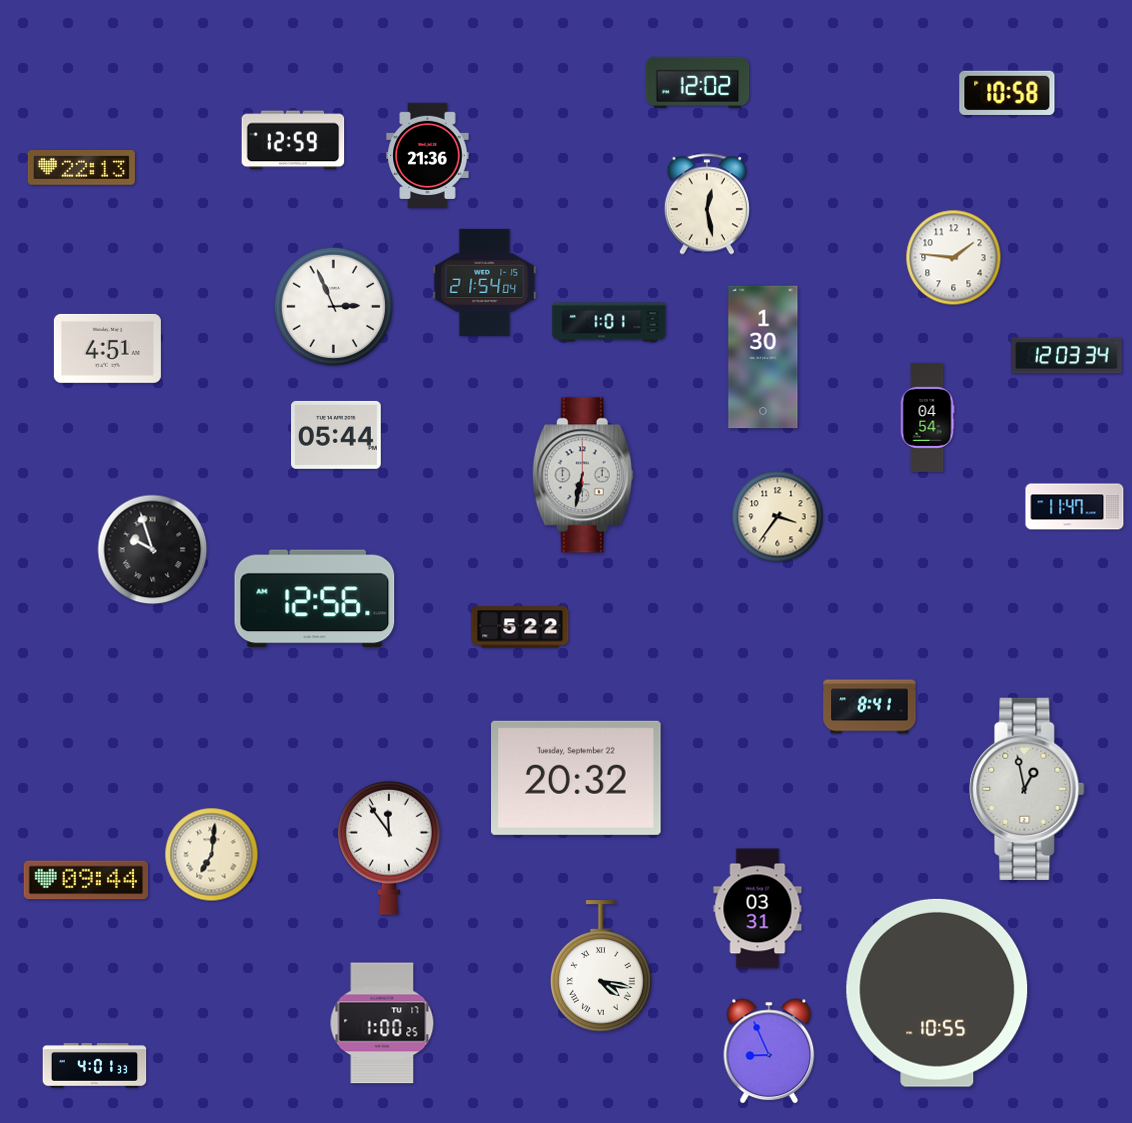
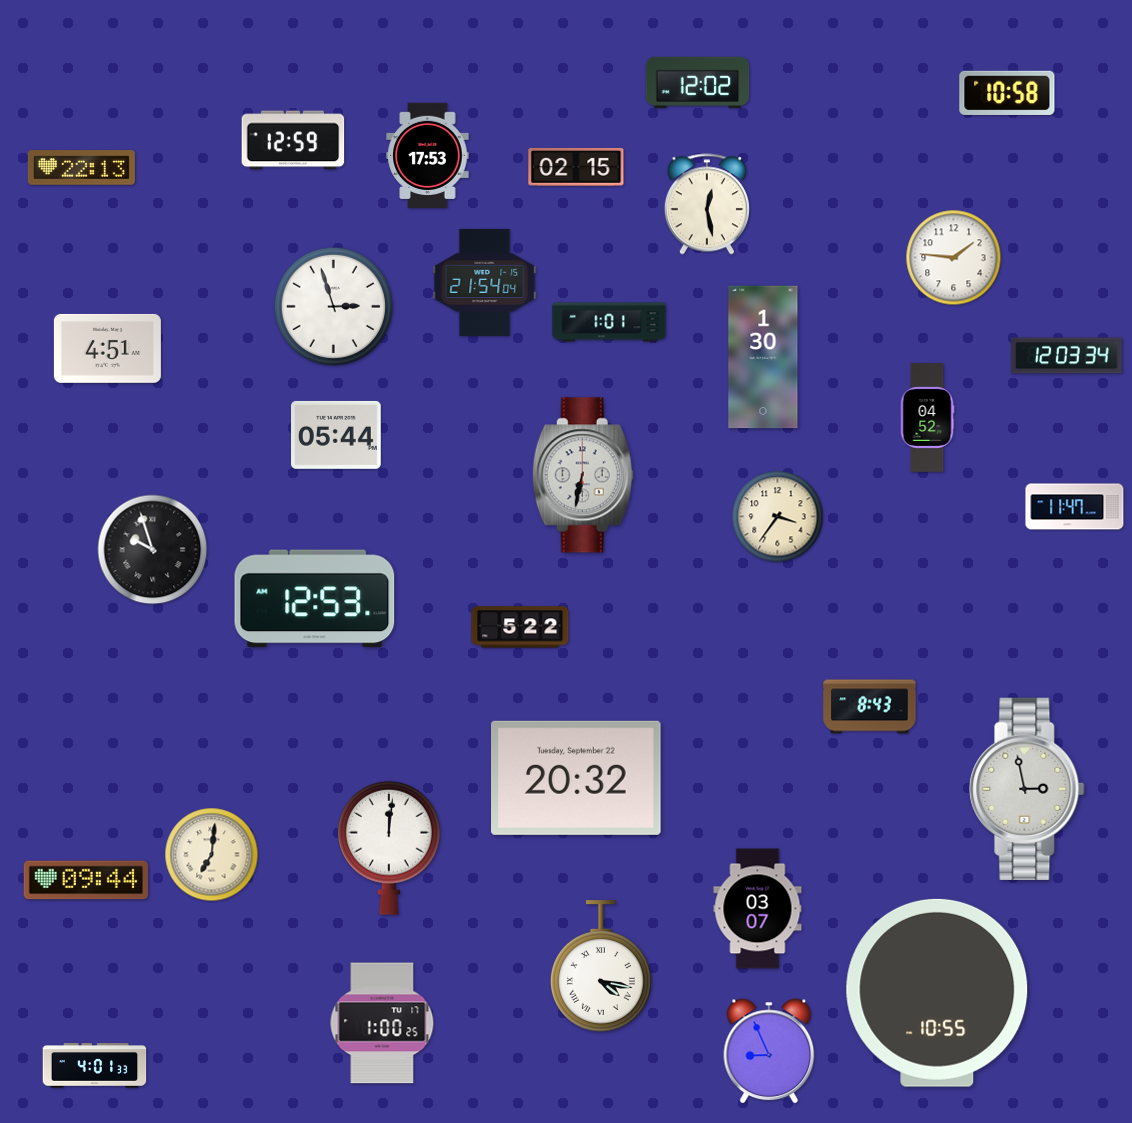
clock at (428, 155): 21:36 -> 17:53
clock at (576, 167): none -> 02:15
clock at (333, 306): 2:56 -> 2:57
clock at (927, 418): 04:54 -> 04:52
clock at (315, 599): 12:56 -> 12:53
clock at (870, 707): 8:41 -> 8:43
clock at (1027, 789): 12:58 -> 2:58
clock at (390, 848): 11:54 -> 12:01
clock at (758, 909): 03:31 -> 03:07
